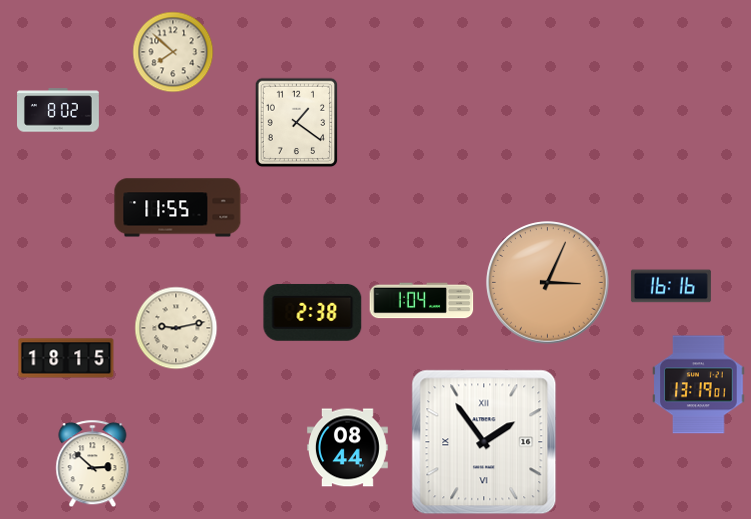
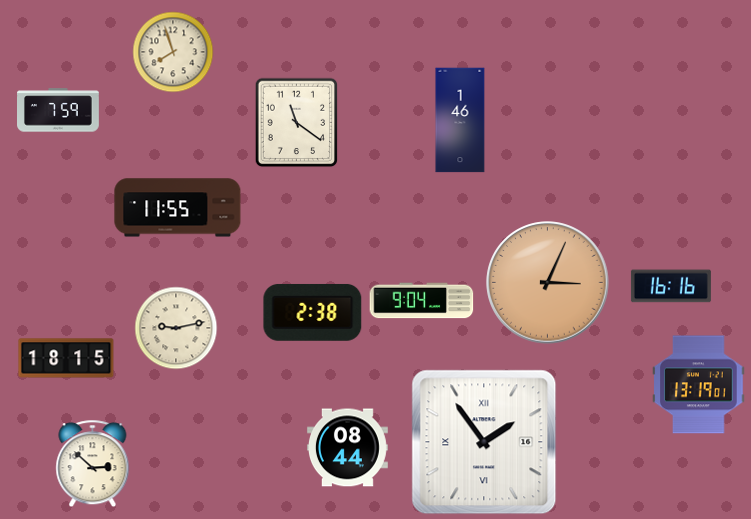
clock at (173, 52): 7:52 -> 7:57
clock at (59, 110): 8:02 -> 7:59
clock at (460, 120): none -> 1:46
clock at (297, 123): 1:21 -> 11:21
clock at (422, 301): 1:04 -> 9:04
